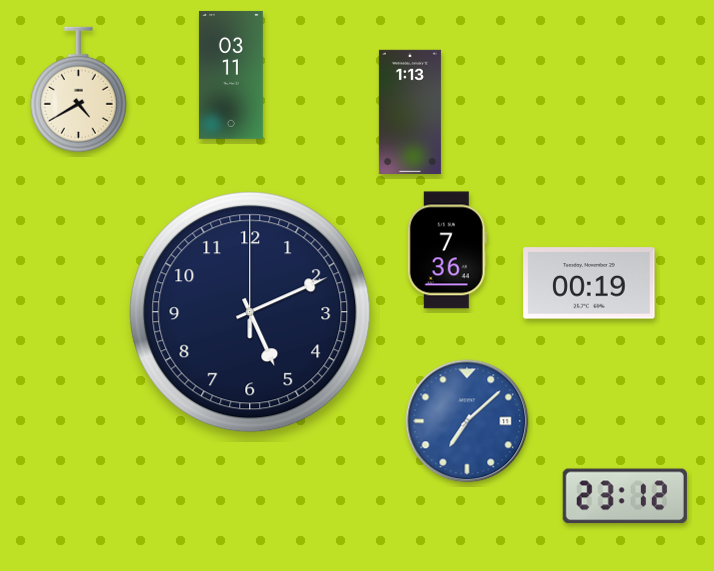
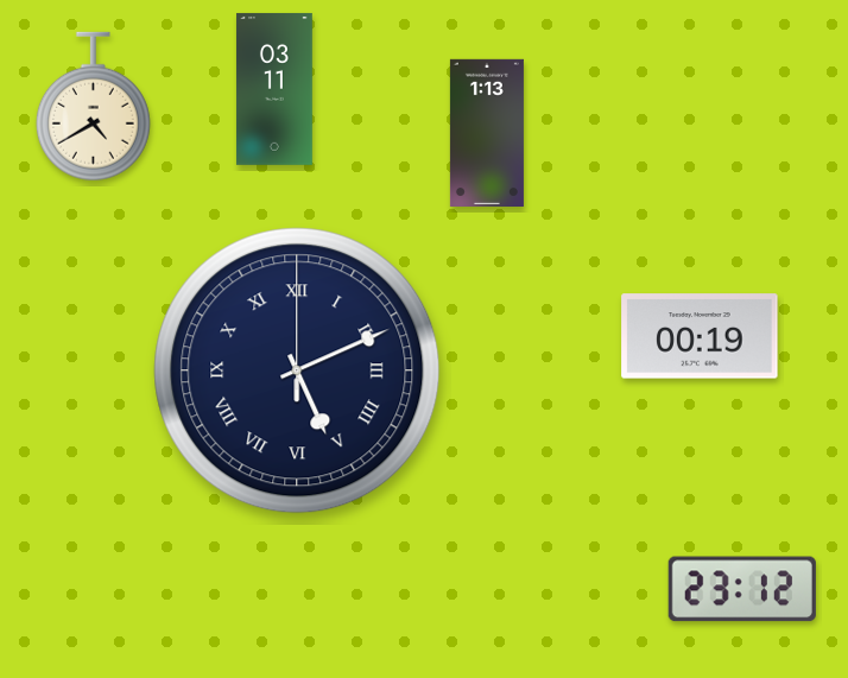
clock at (447, 250): 7:36 -> none
clock at (250, 312) numerals: Arabic -> Roman
clock at (467, 421): 7:08 -> none
